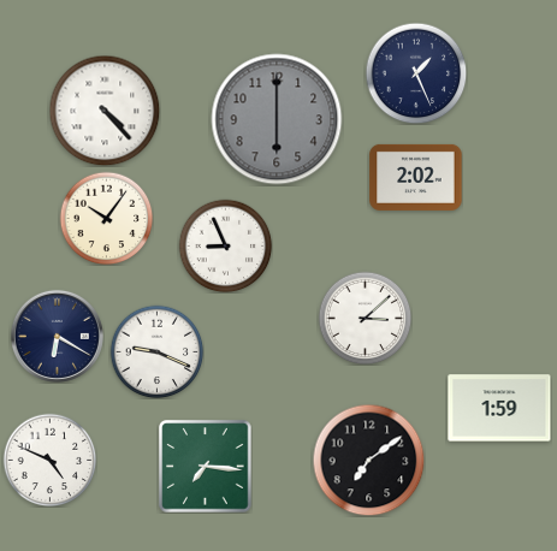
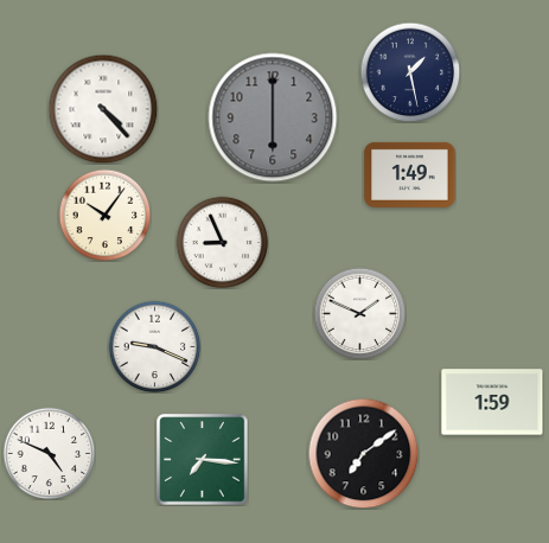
clock at (416, 73): 1:26 -> 1:28
clock at (416, 177): 2:02 -> 1:49
clock at (365, 318): 3:08 -> 1:49
clock at (57, 336): 6:20 -> none
